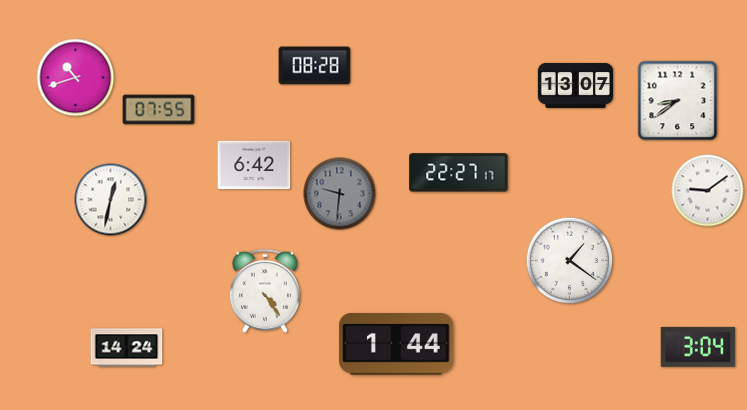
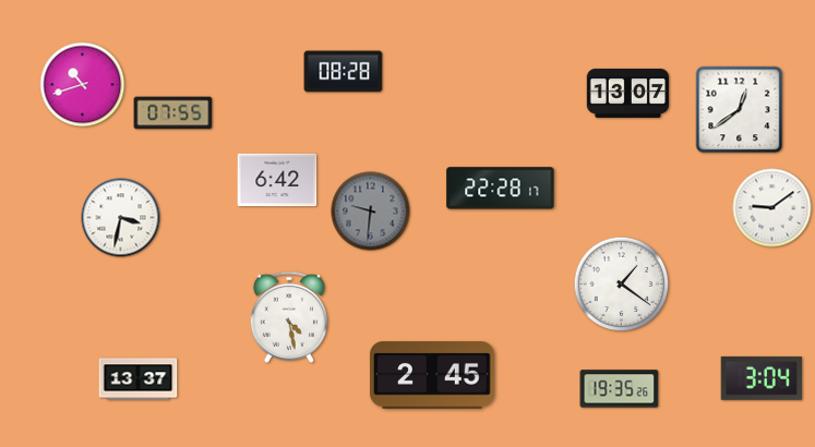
clock at (678, 101): 8:39 -> 12:39
clock at (159, 110) position: (159, 110) -> (173, 113)
clock at (459, 173): 22:27 -> 22:28
clock at (111, 200): 12:32 -> 3:32
clock at (265, 291): 4:24 -> 4:28
clock at (396, 344): 1:44 -> 2:45
clock at (127, 348): 14:24 -> 13:37
clock at (620, 389): none -> 19:35
